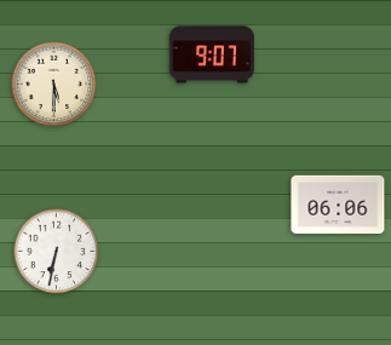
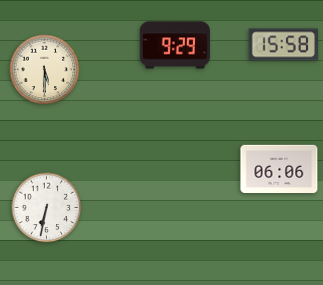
clock at (212, 54): 9:07 -> 9:29
clock at (283, 45): none -> 15:58
